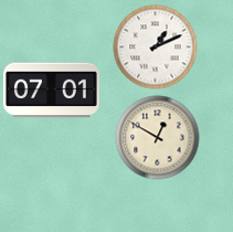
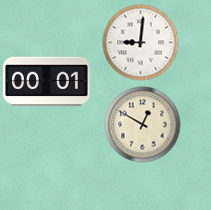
clock at (156, 48): 1:11 -> 9:01
clock at (51, 91): 07:01 -> 00:01
